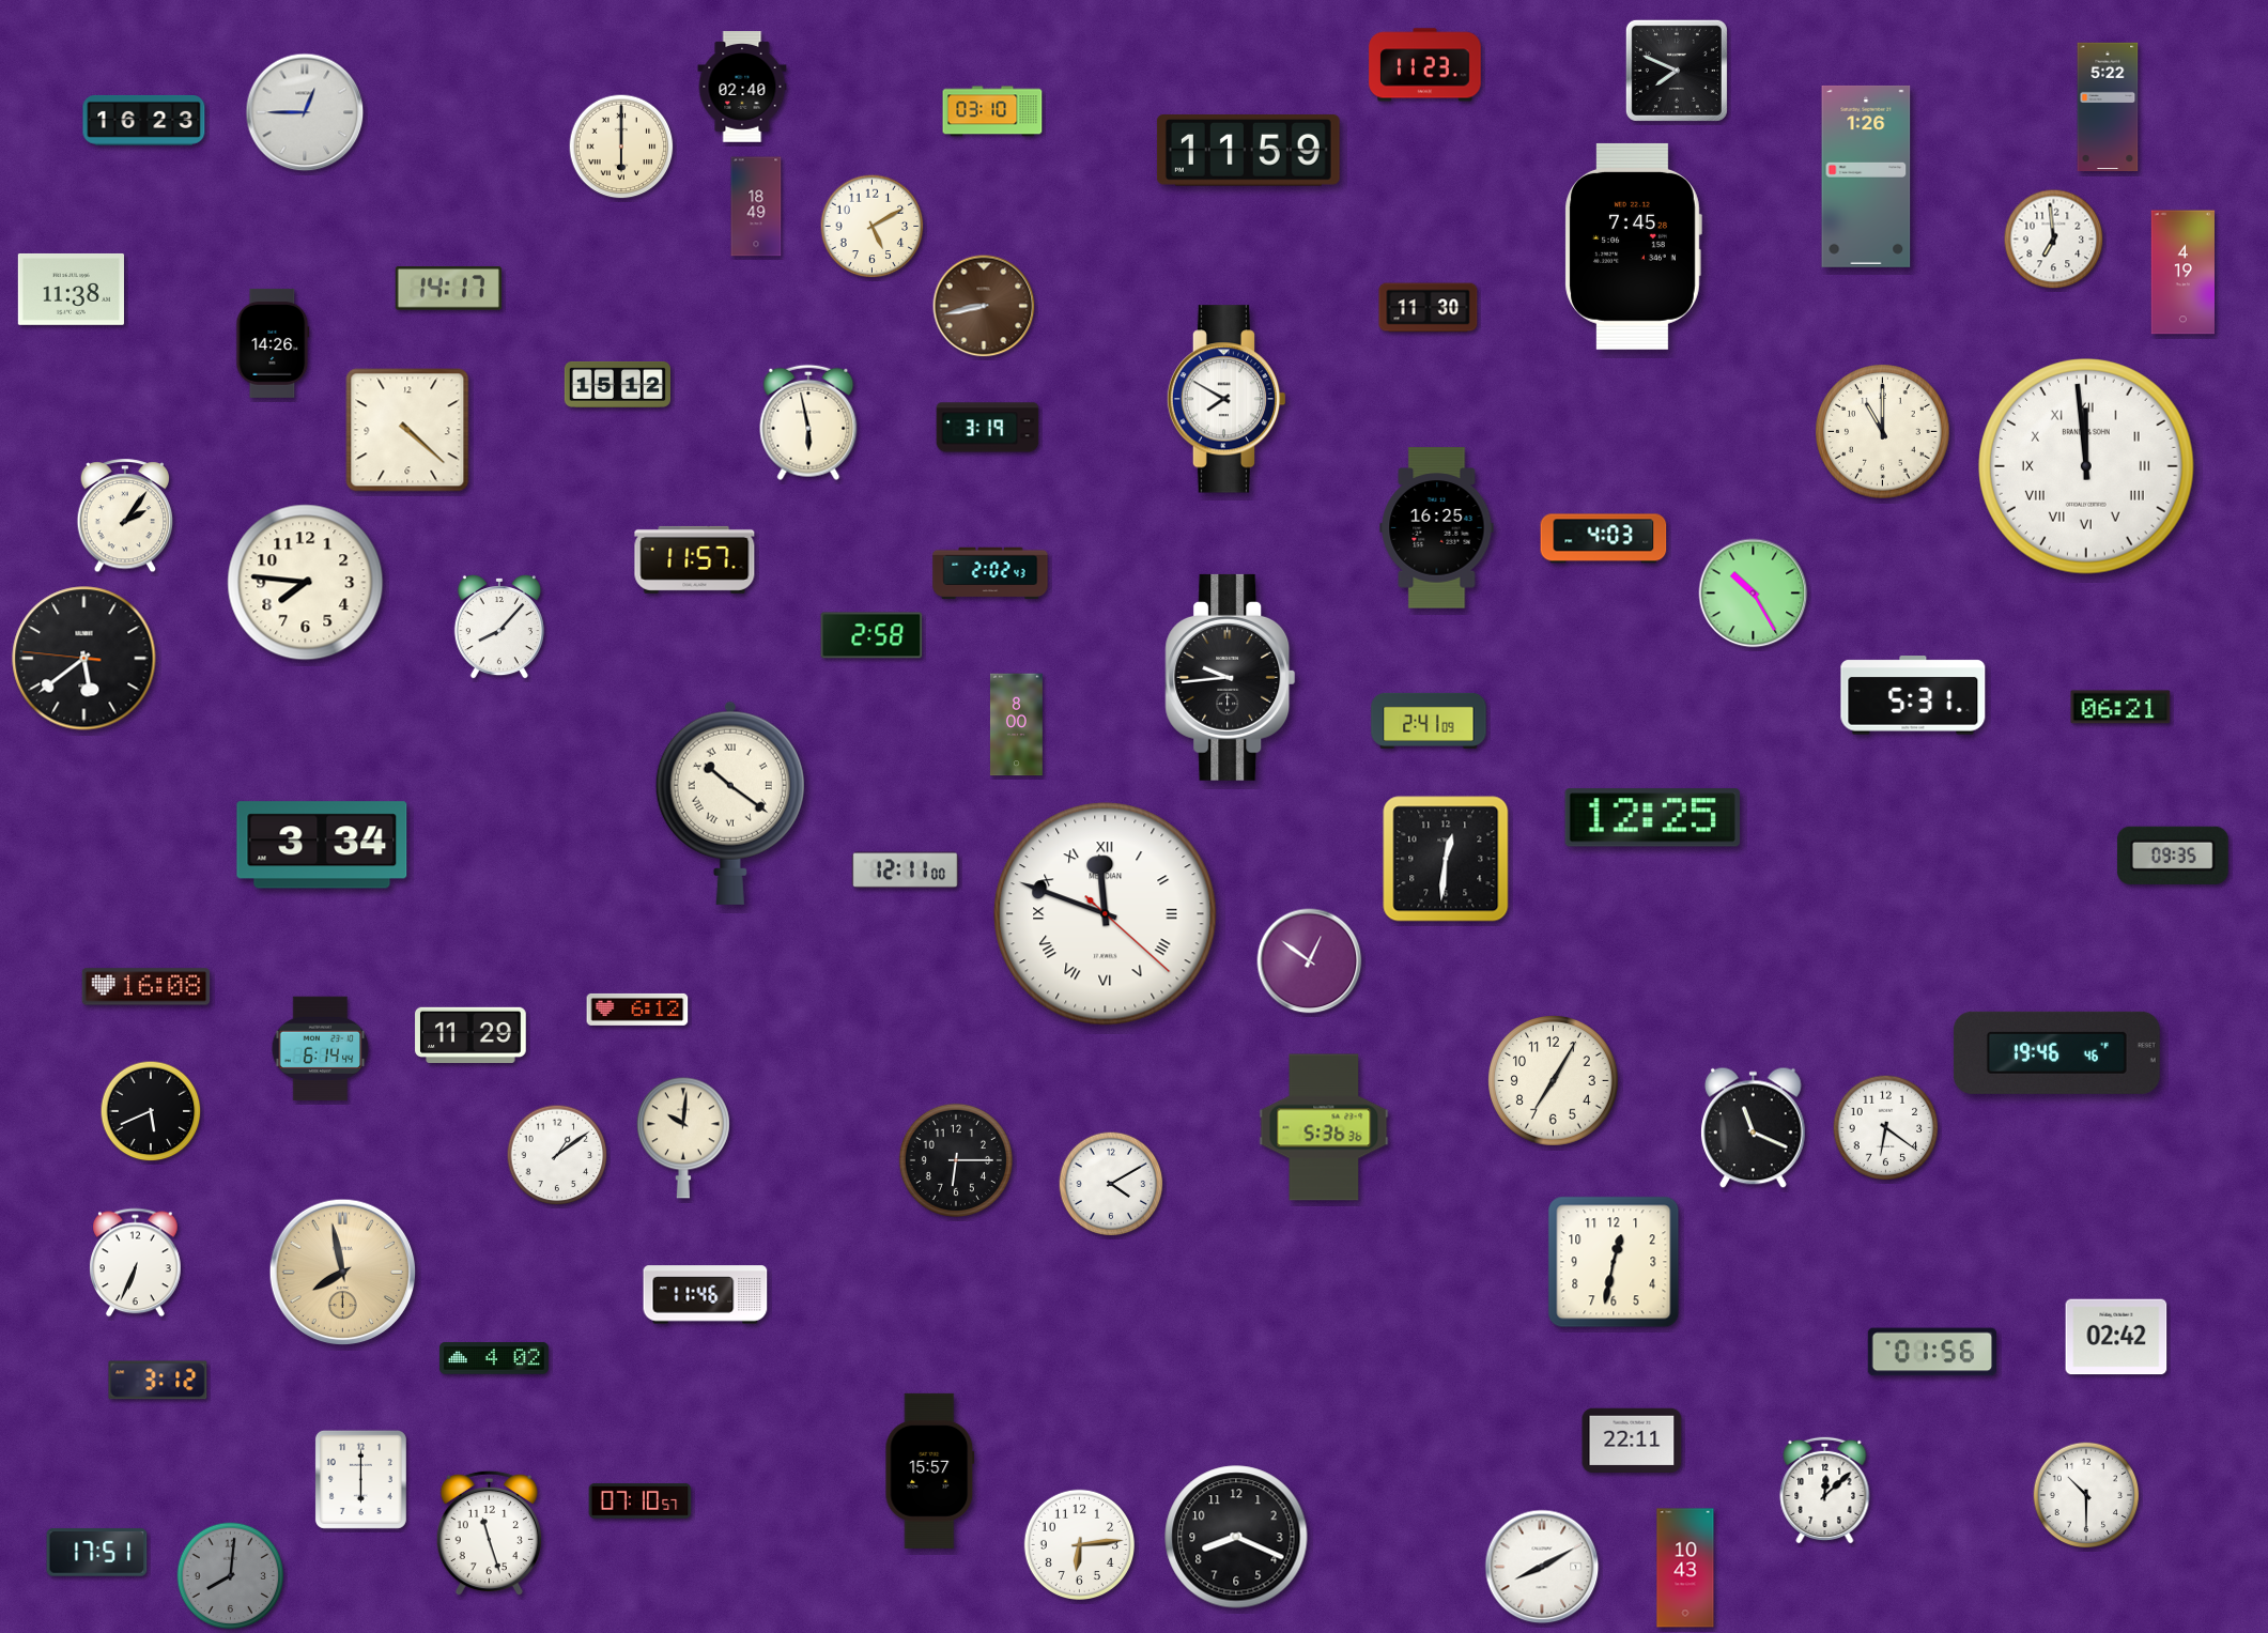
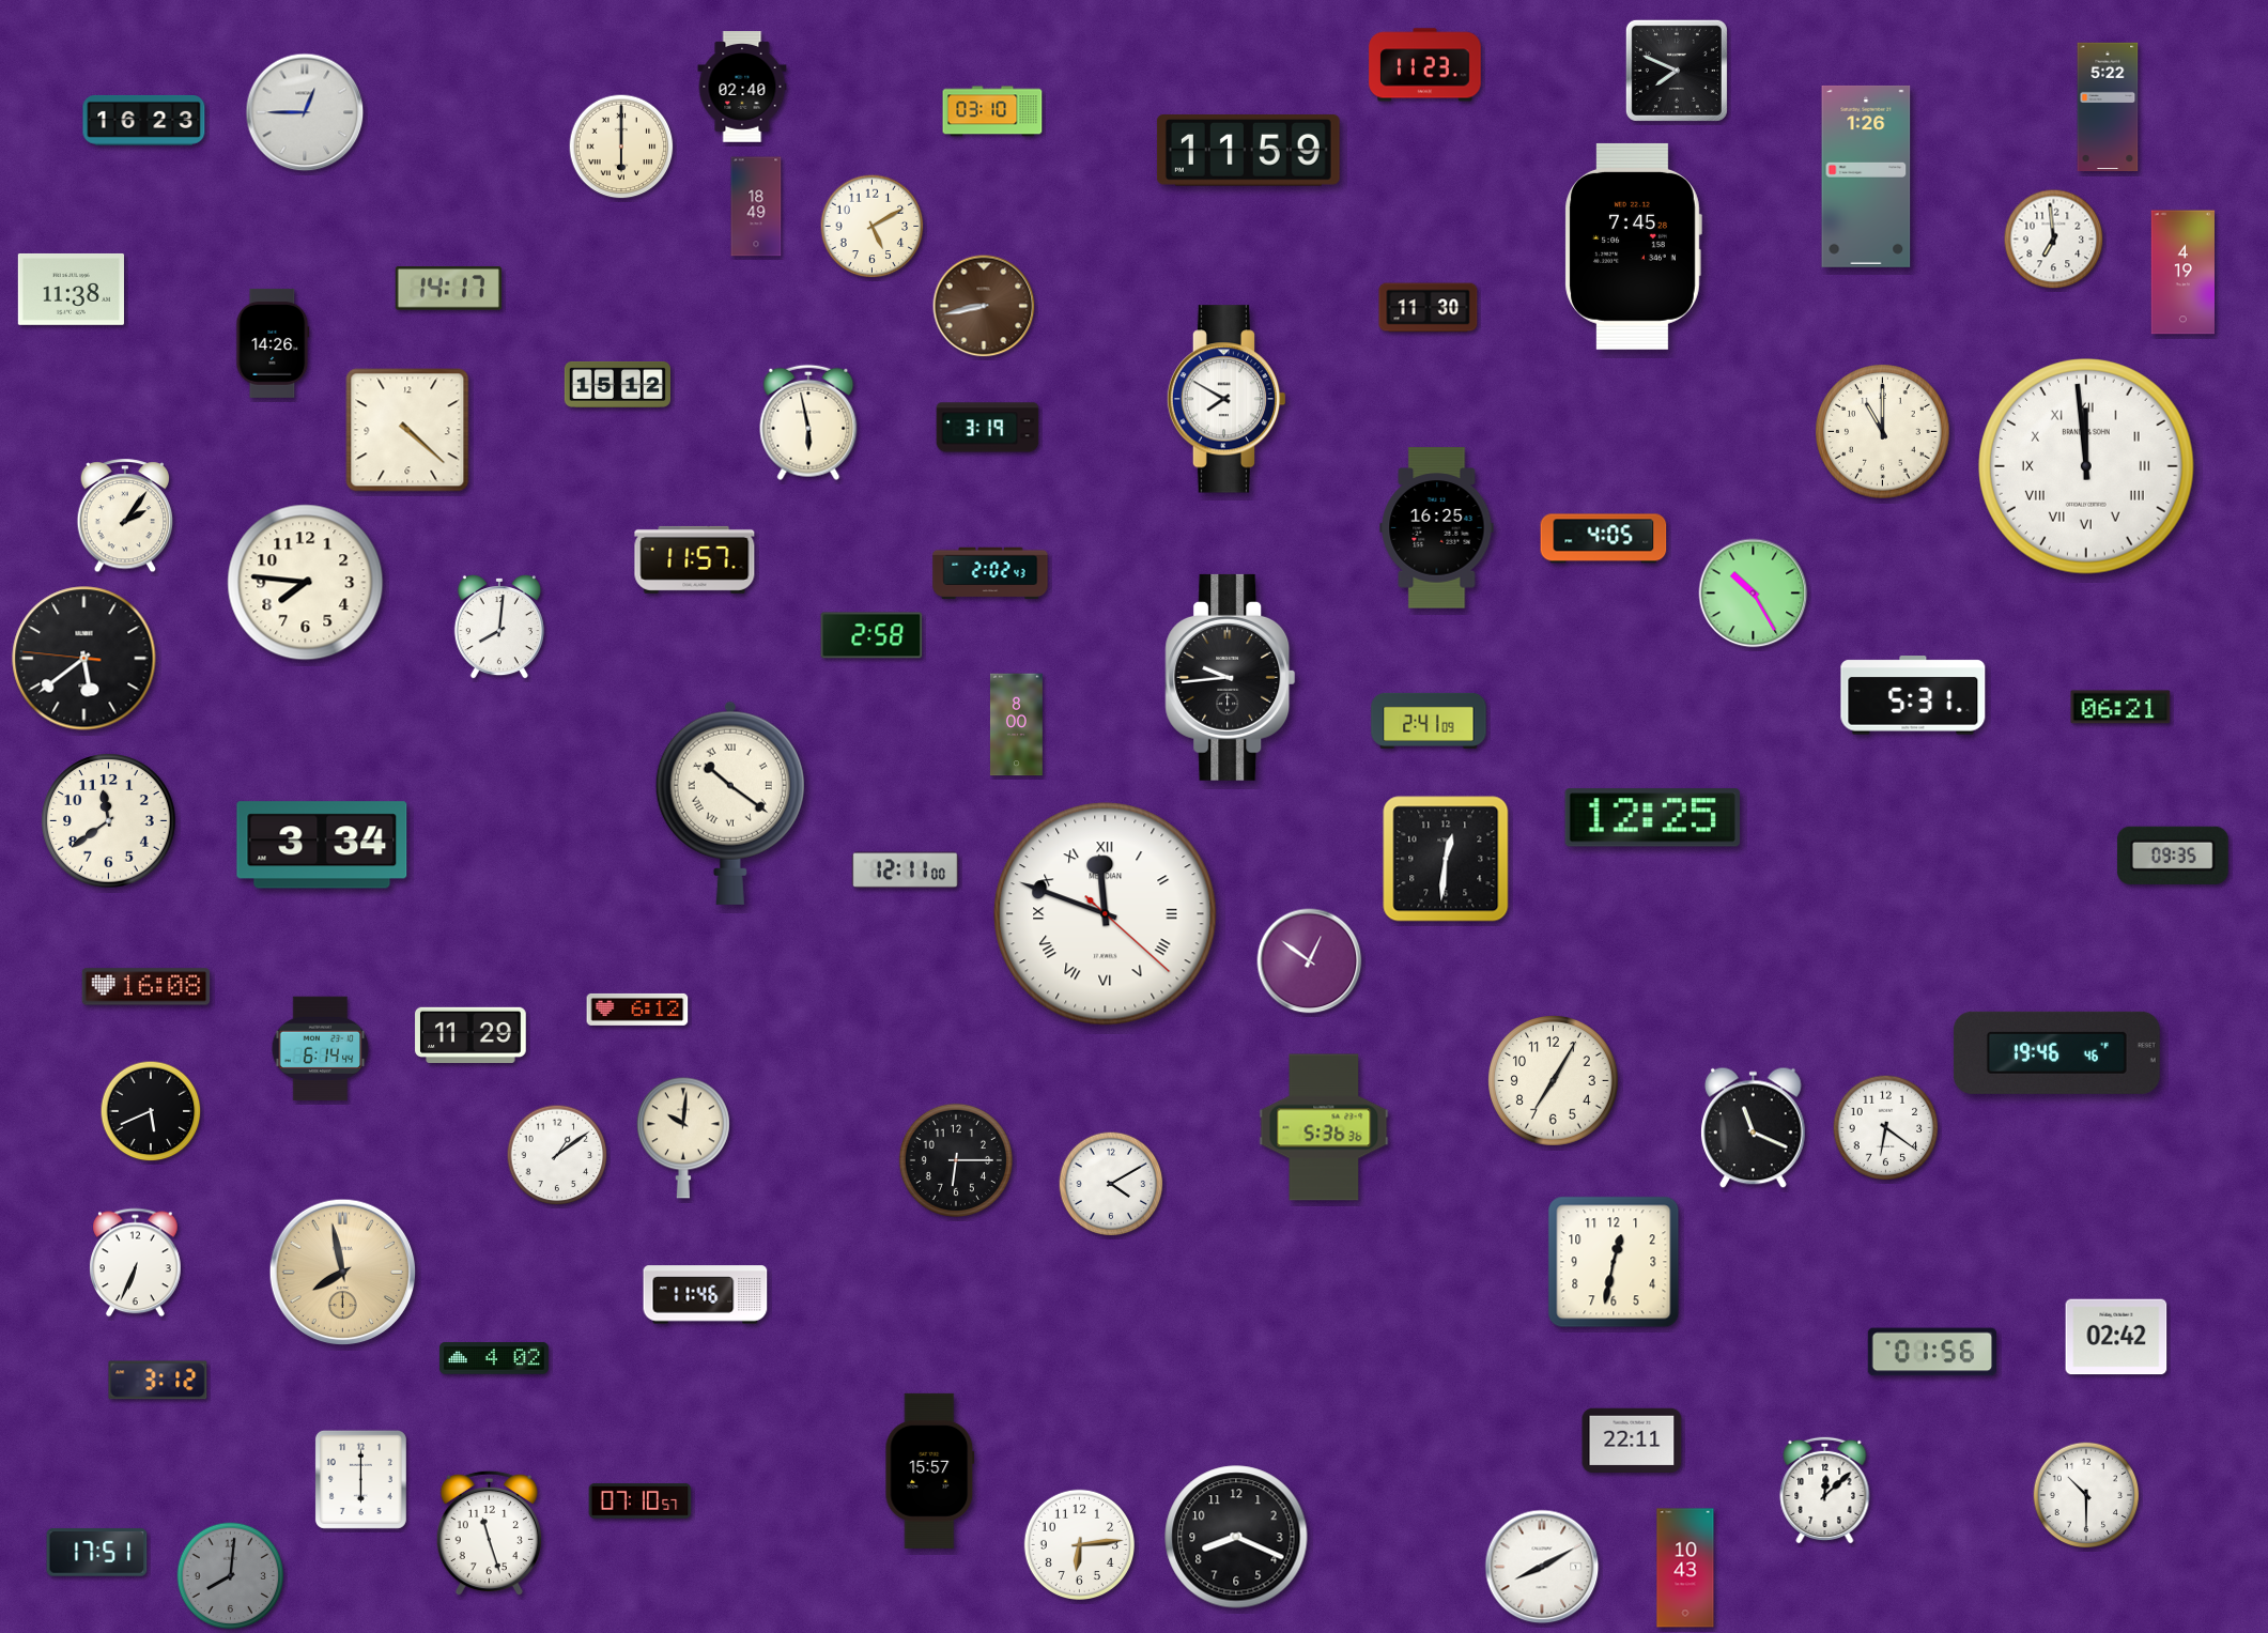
clock at (1604, 539): 4:03 -> 4:05
clock at (499, 627): 8:07 -> 8:01
clock at (109, 821): none -> 11:39
